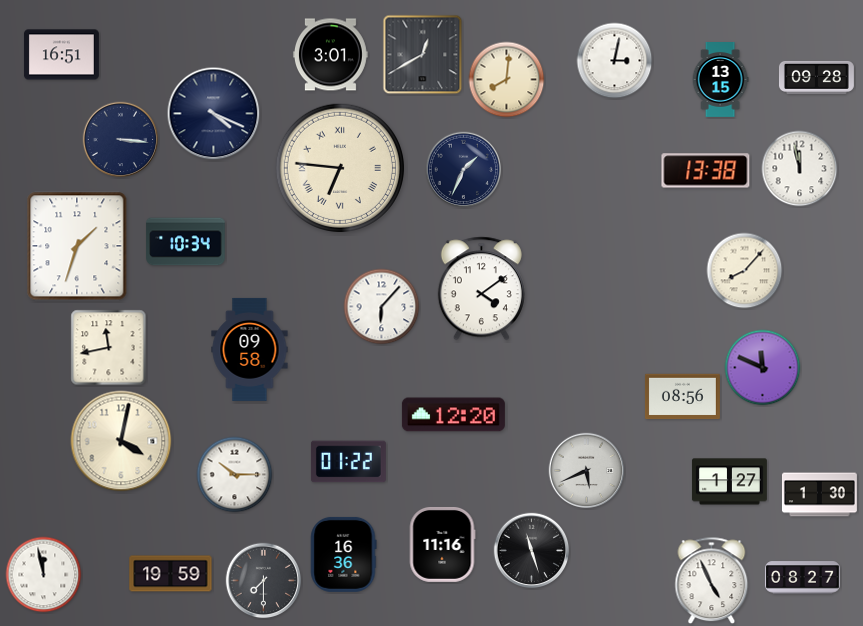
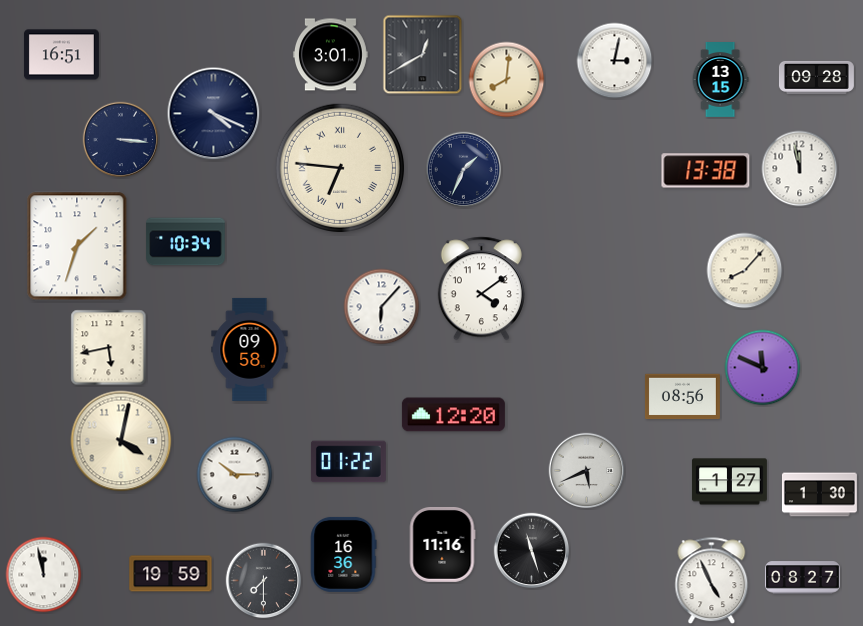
clock at (109, 348): 11:43 -> 5:43
